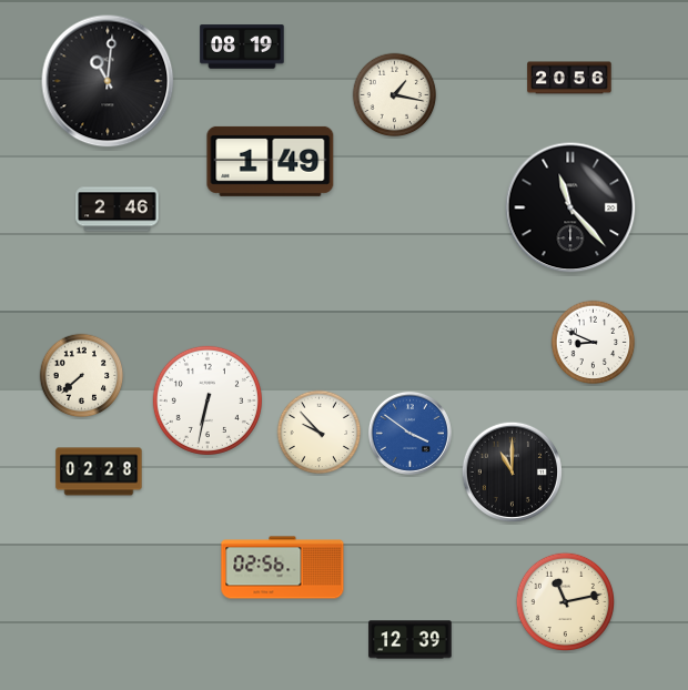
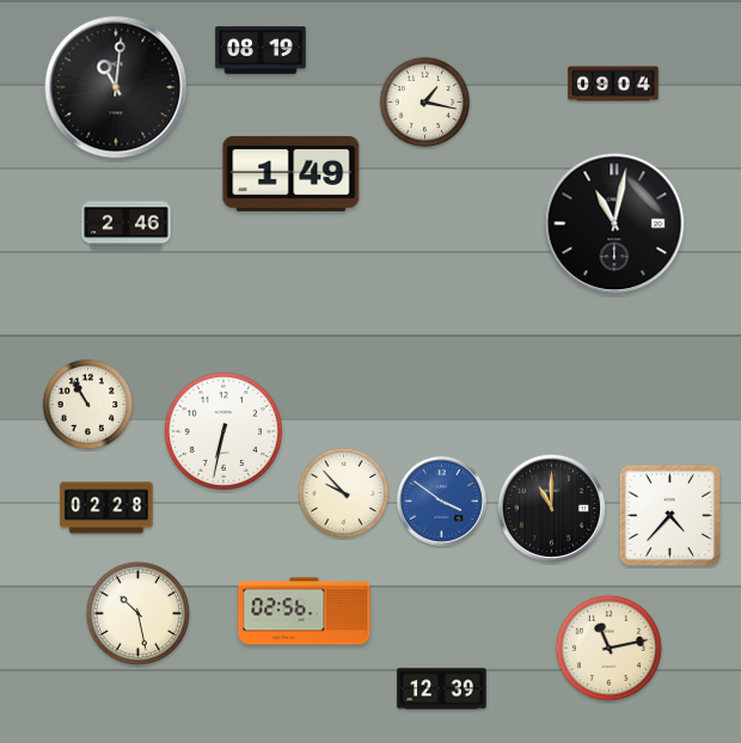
clock at (569, 78): 20:56 -> 09:04
clock at (570, 207): 11:23 -> 11:02
clock at (594, 343): 8:49 -> none
clock at (82, 376): 7:38 -> 10:55
clock at (320, 433) position: (320, 433) -> (344, 493)
clock at (409, 433) position: (409, 433) -> (441, 501)
clock at (670, 516): none -> 4:37
clock at (137, 613): none -> 10:28
